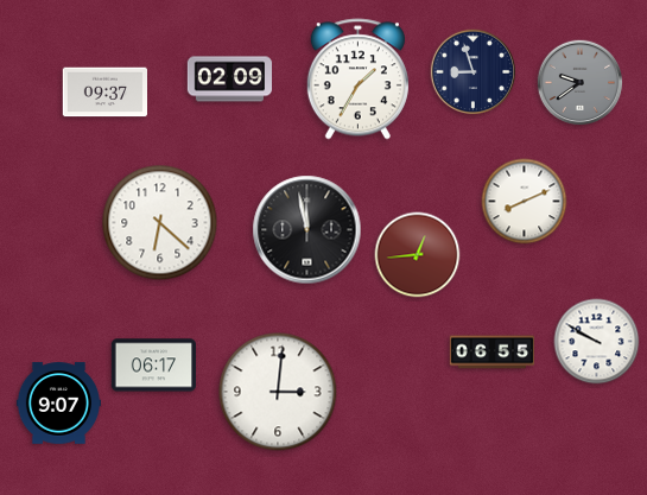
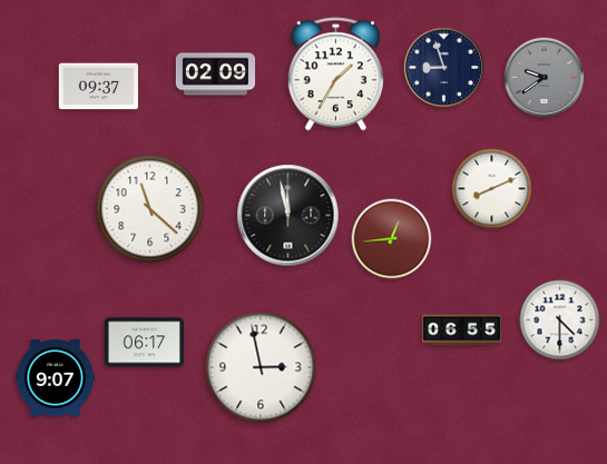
clock at (160, 223): 6:22 -> 11:22
clock at (597, 342): 9:50 -> 4:30
clock at (278, 392): 3:01 -> 2:58
